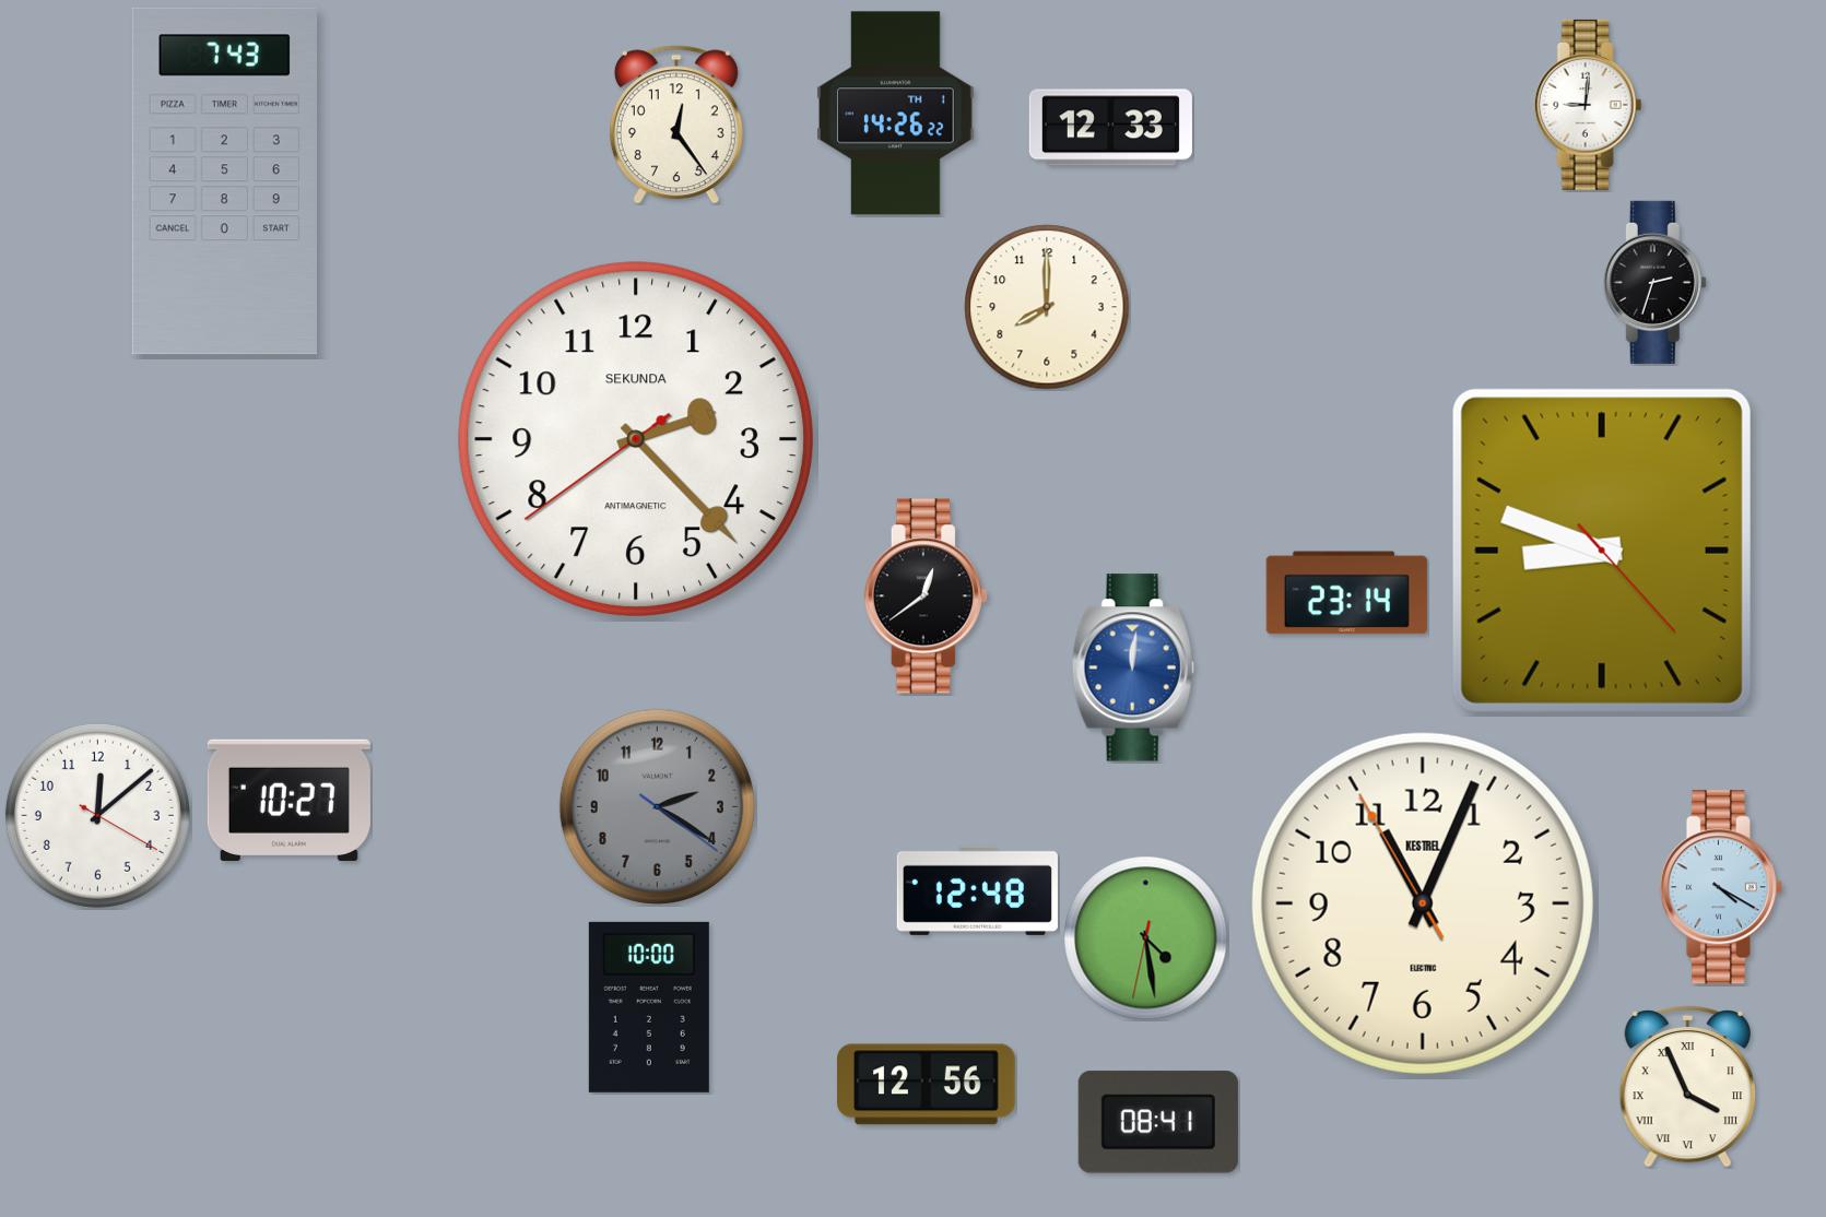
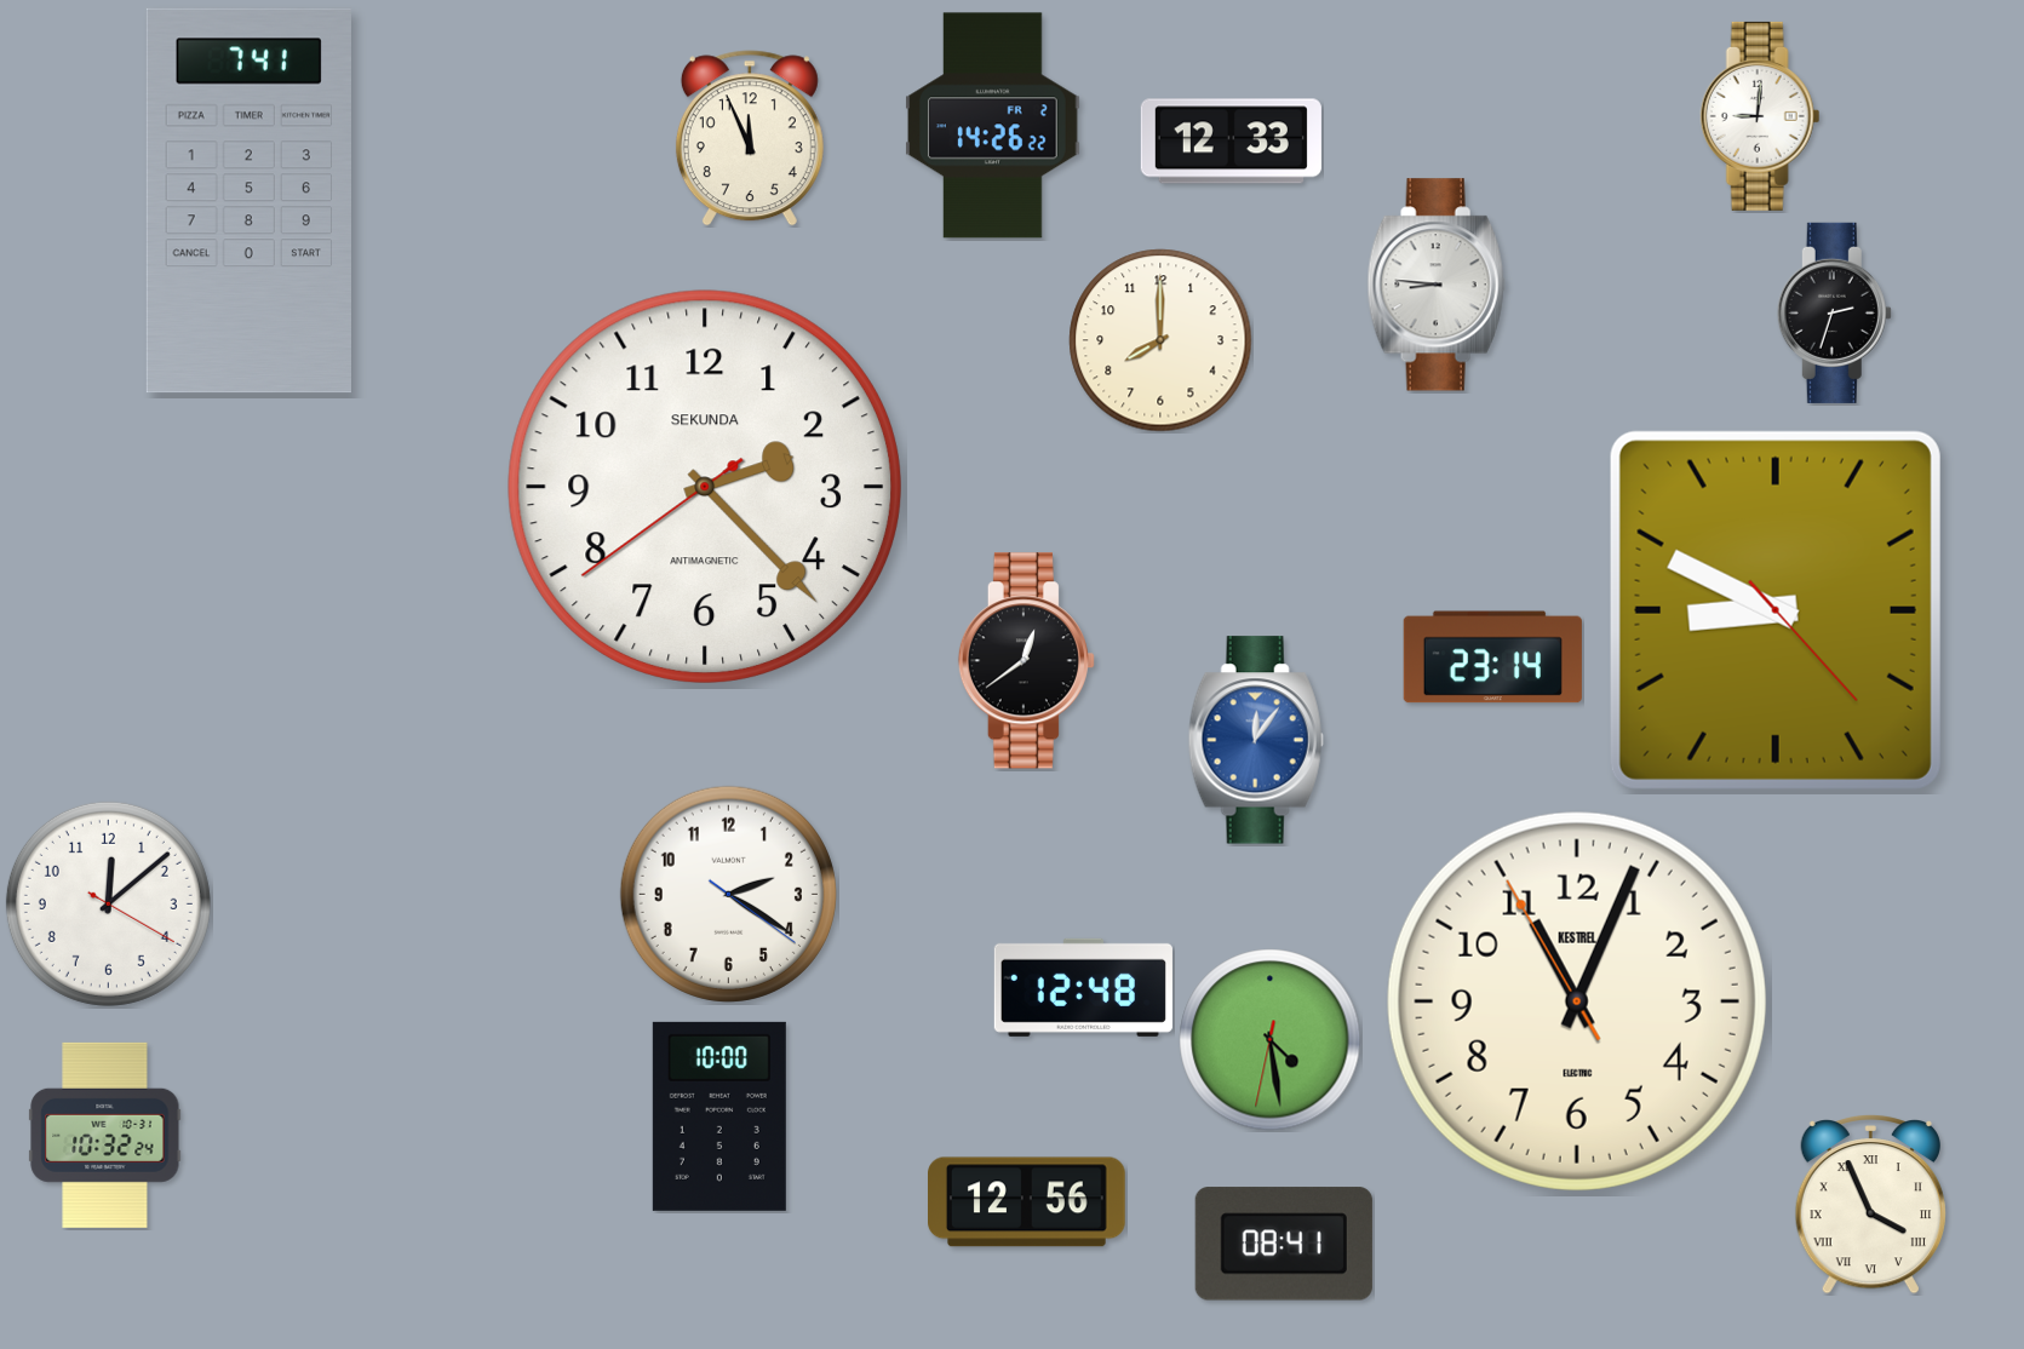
clock at (896, 114) date: TH 1 -> FR 2
clock at (676, 125): 12:24 -> 11:56
clock at (224, 181): 7:43 -> 7:41
clock at (1437, 285): none -> 8:46
clock at (1602, 551): 8:48 -> 8:49
clock at (1133, 667): 12:01 -> 12:06
clock at (288, 800): 10:27 -> none
clock at (657, 806) dial: grey -> white
clock at (1721, 887): 4:20 -> none
clock at (105, 1135): none -> 10:32
